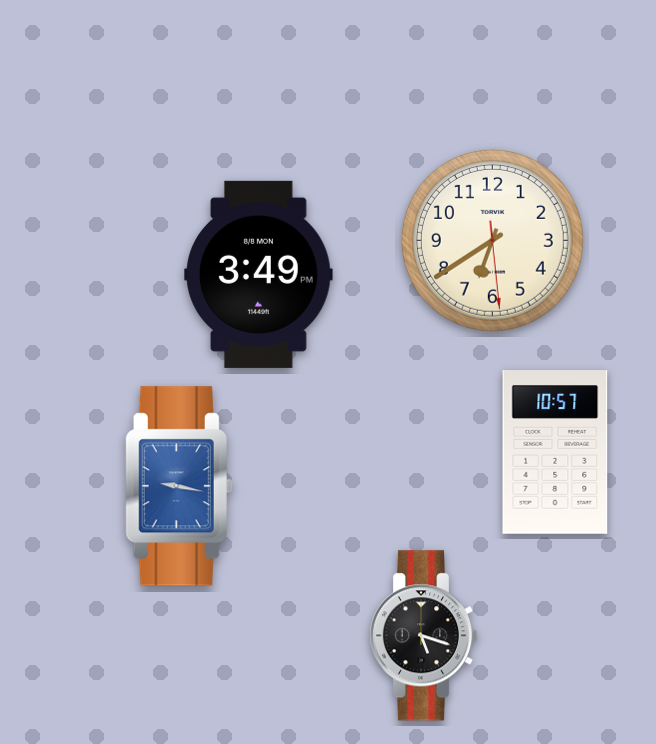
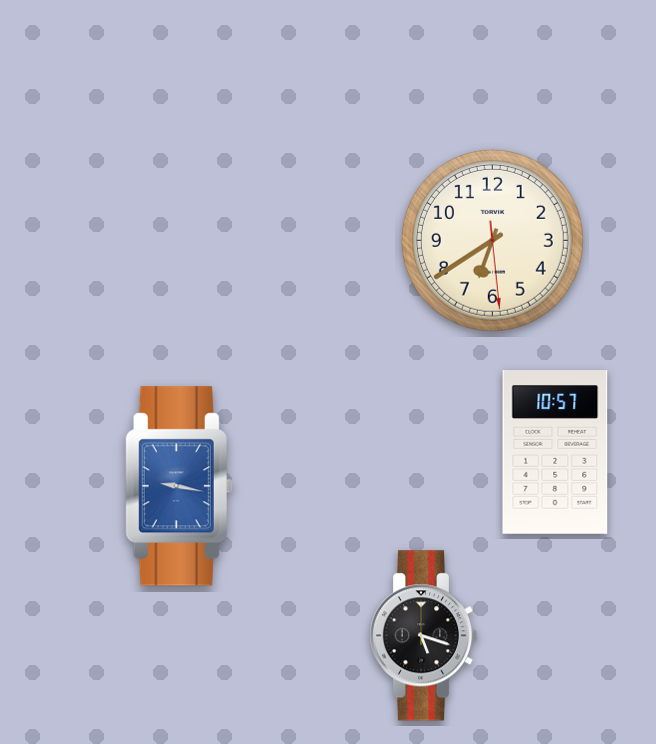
clock at (259, 274): 3:49 -> none
